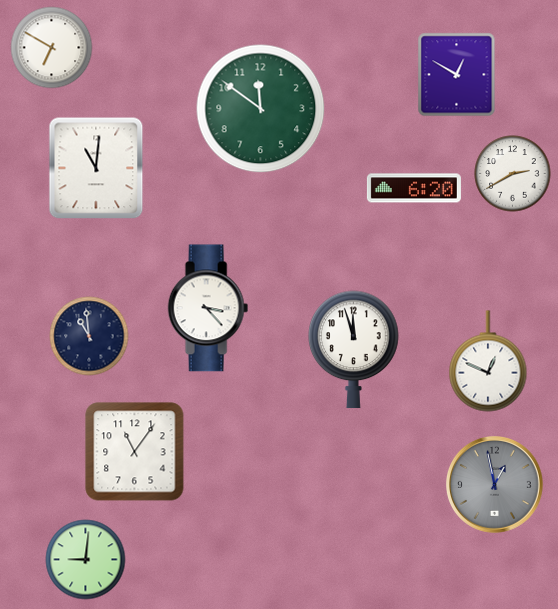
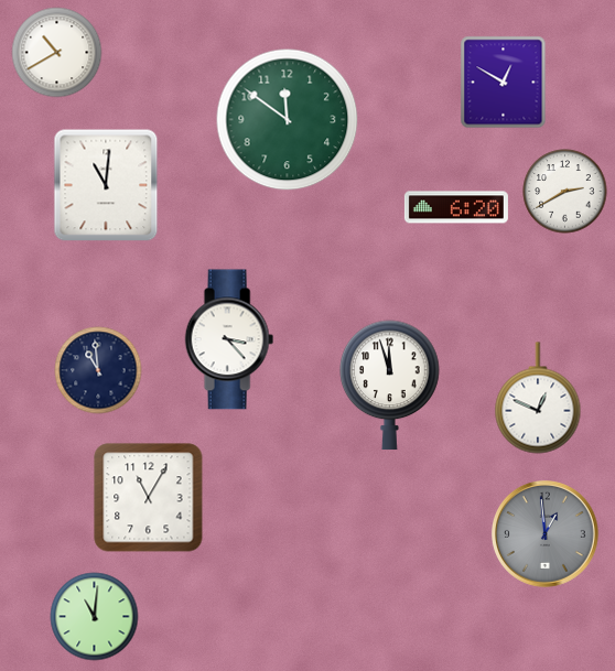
clock at (52, 48): 6:50 -> 10:40
clock at (135, 452): 11:06 -> 11:05
clock at (495, 485): 12:58 -> 12:59
clock at (86, 560): 9:01 -> 11:01
